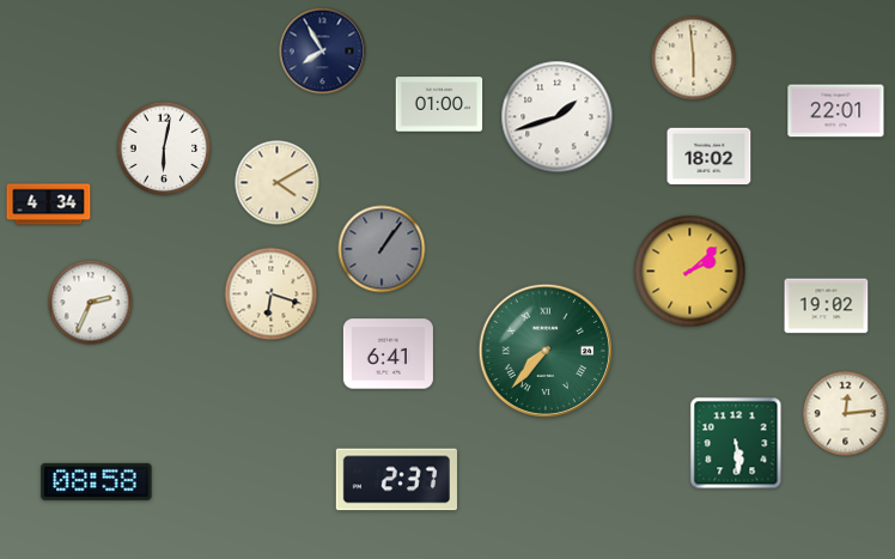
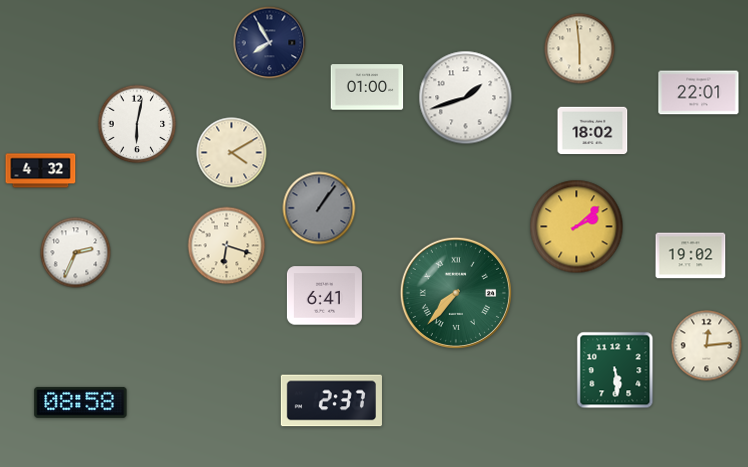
clock at (49, 205): 4:34 -> 4:32
